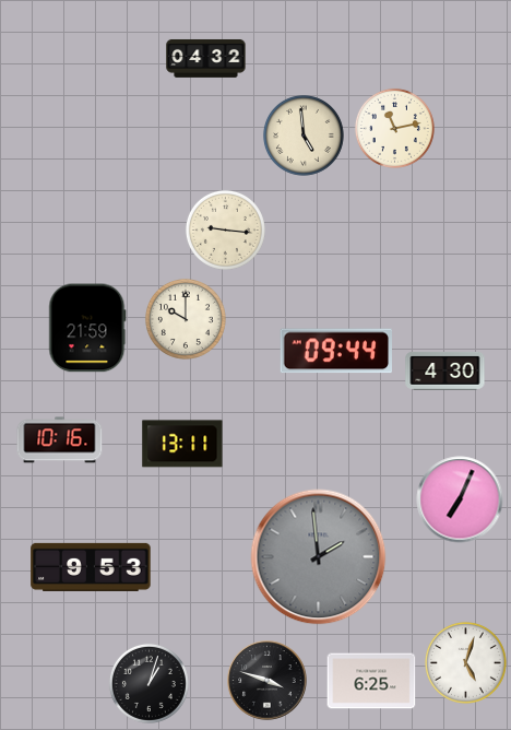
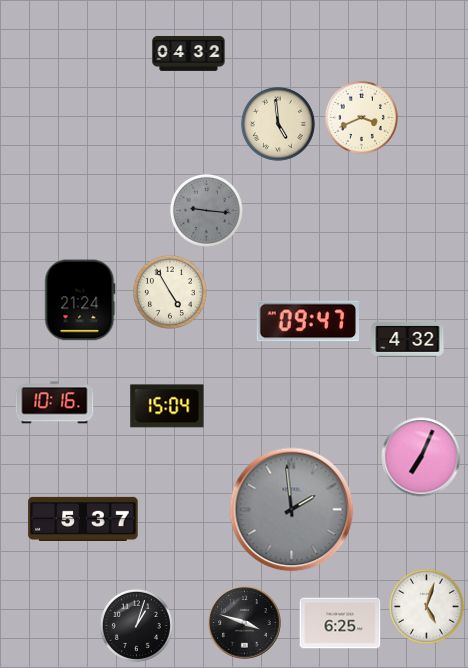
clock at (394, 128): 11:13 -> 3:41
clock at (225, 229) dial: cream -> grey
clock at (186, 319): 10:00 -> 4:55
clock at (87, 328): 21:59 -> 21:24
clock at (335, 351): 09:44 -> 09:47
clock at (445, 370): 4:30 -> 4:32
clock at (182, 444): 13:11 -> 15:04
clock at (91, 567): 9:53 -> 5:37
